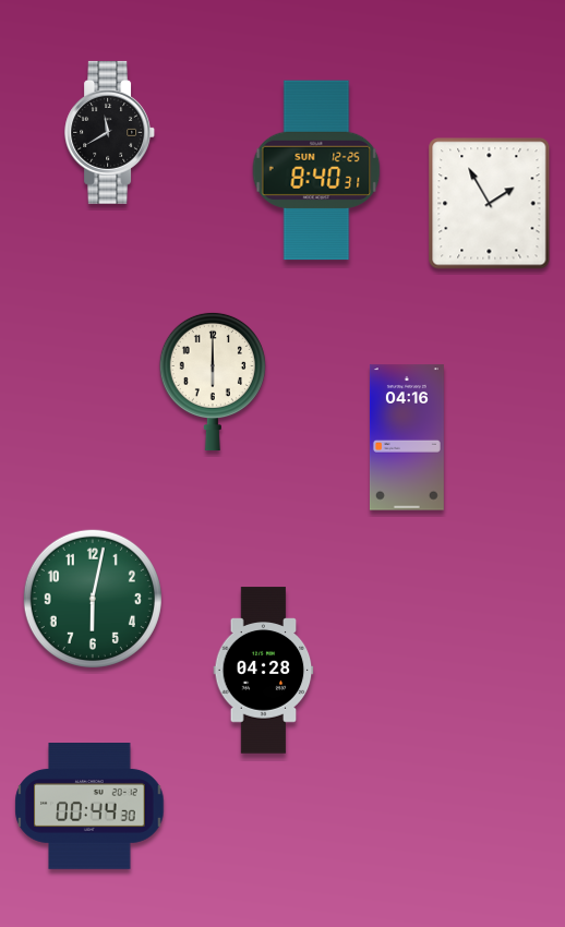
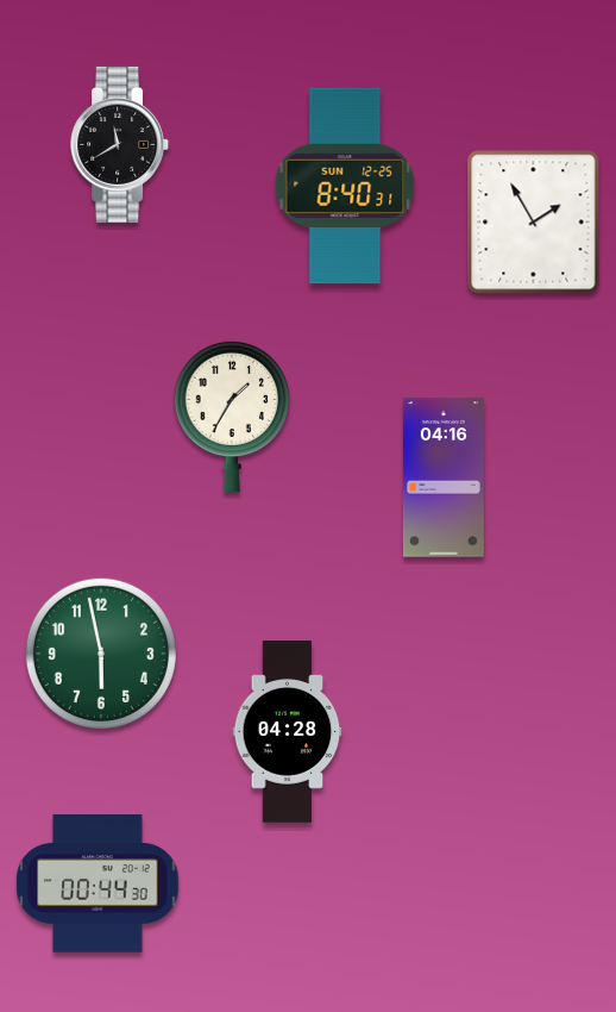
clock at (213, 382): 6:00 -> 1:35
clock at (93, 599): 6:02 -> 5:58
clock at (89, 807) position: (89, 807) -> (98, 885)
